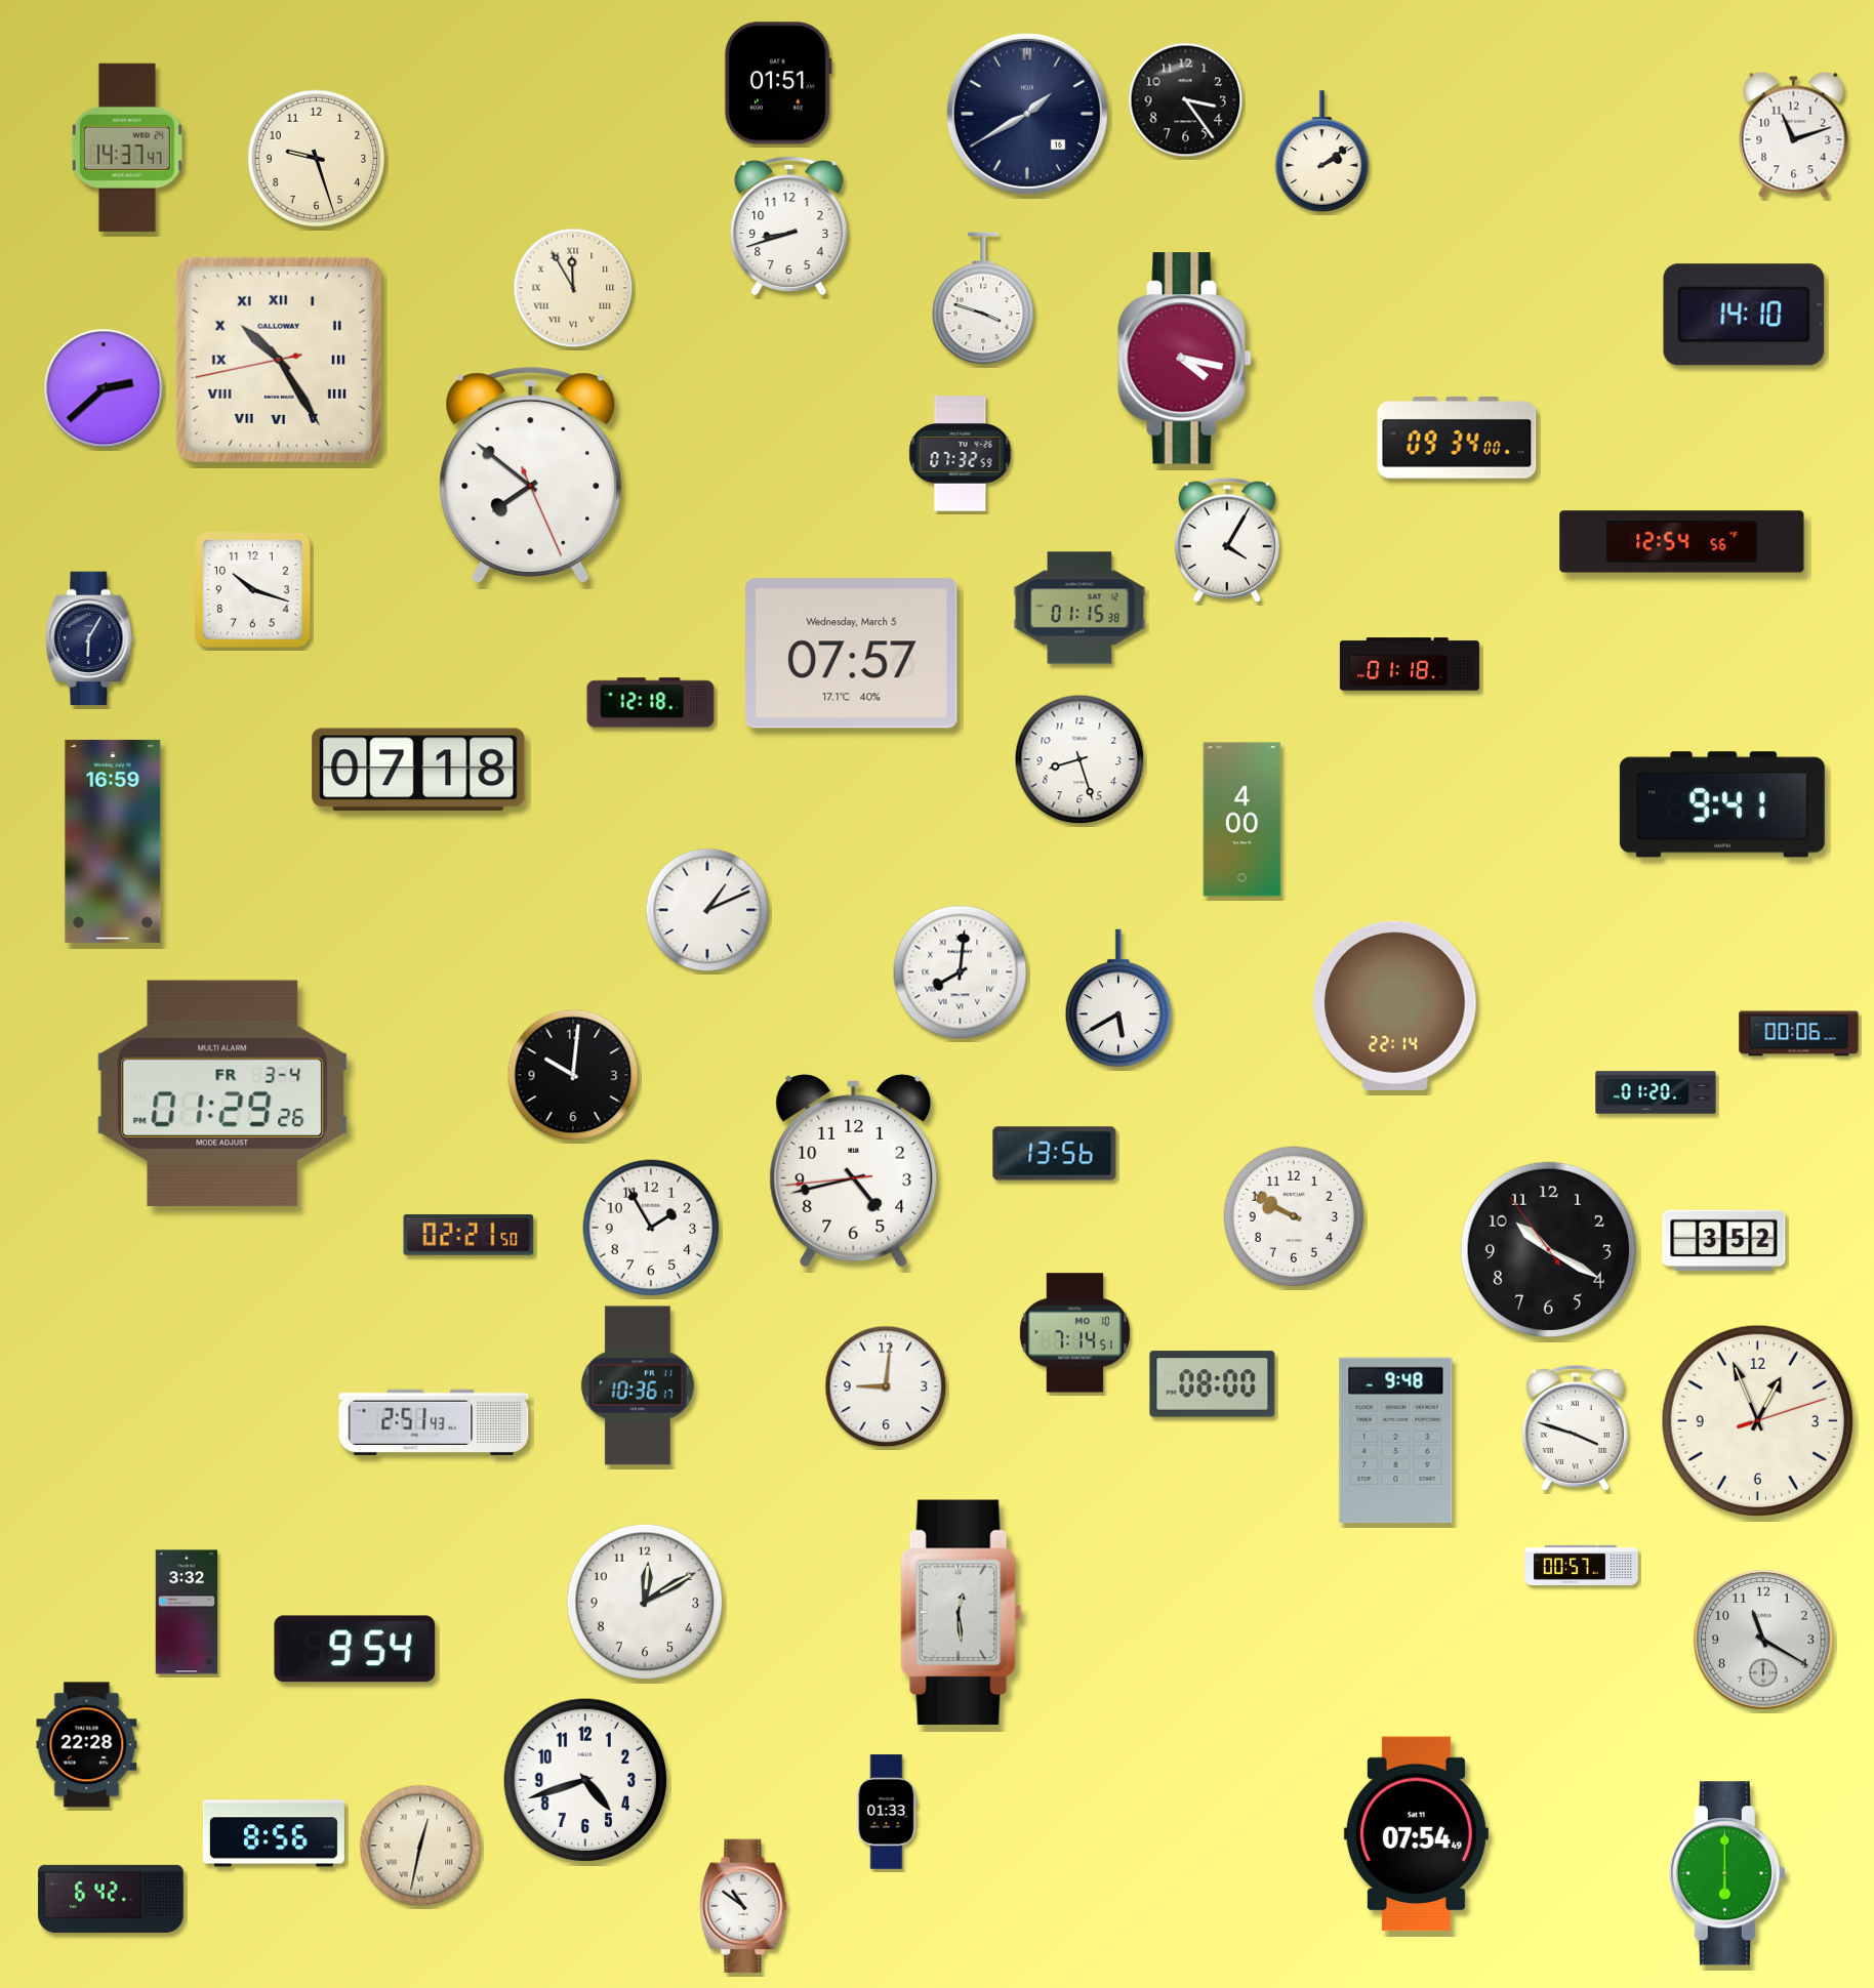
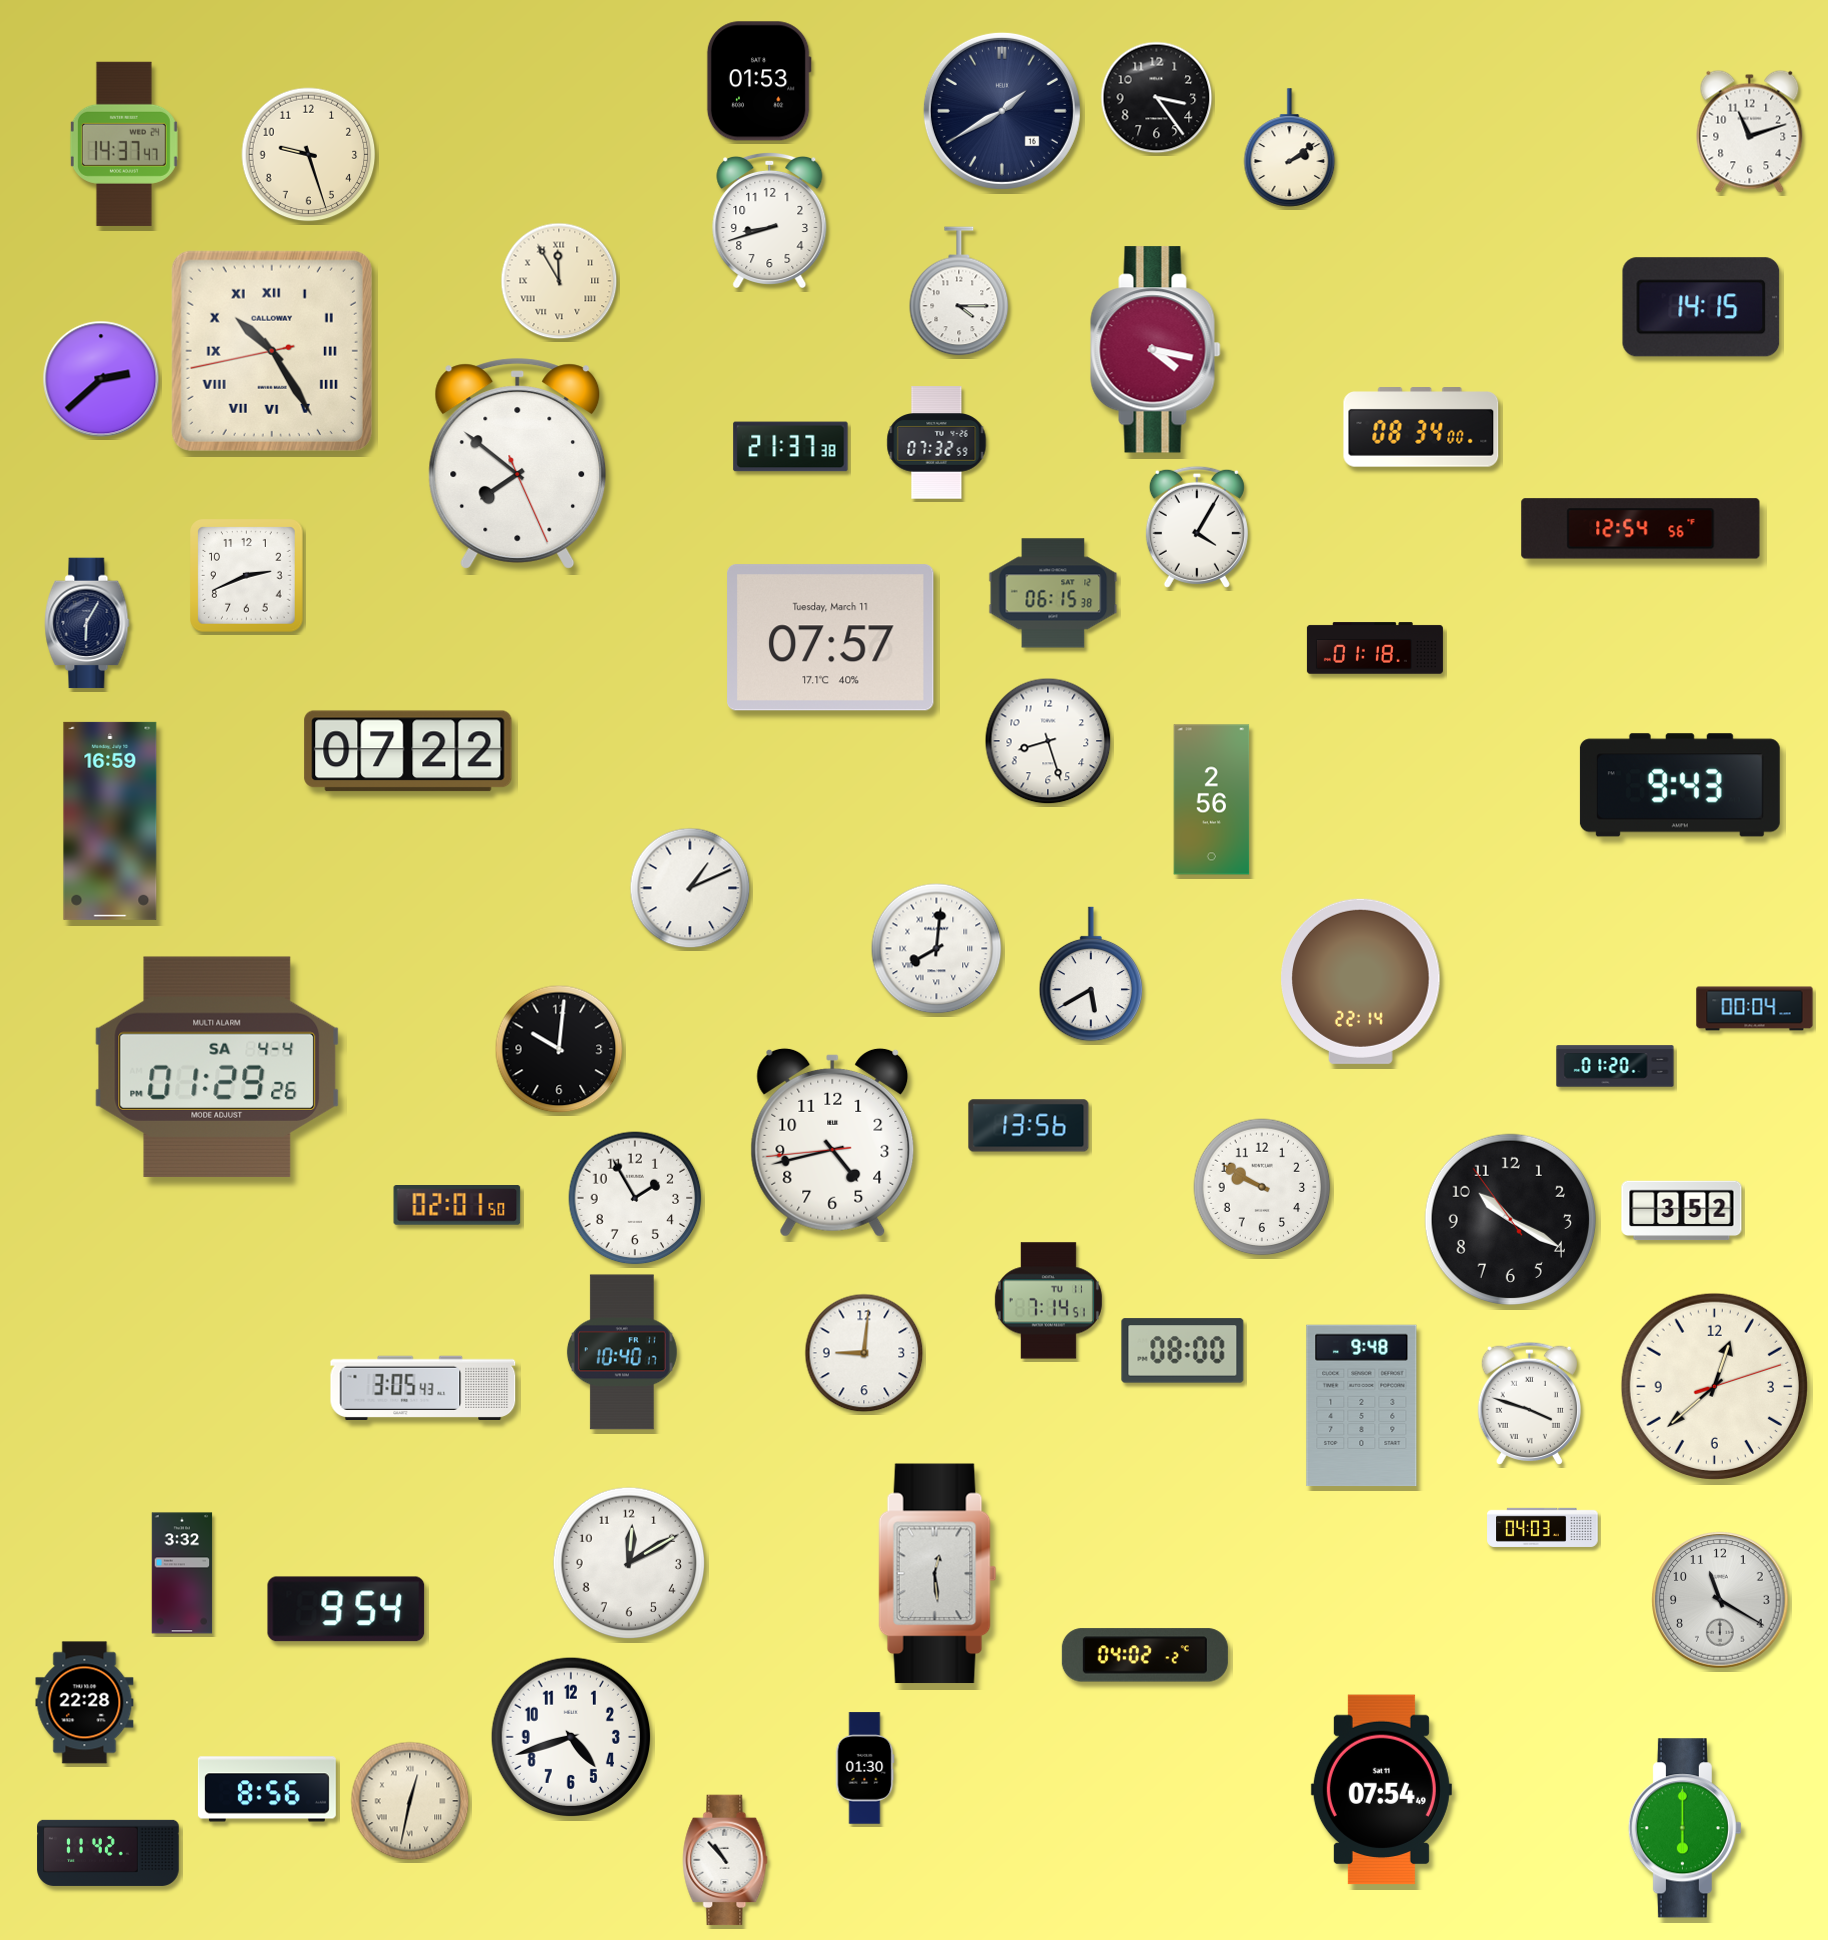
clock at (778, 83): 01:51 -> 01:53
clock at (983, 298): 3:48 -> 4:15
clock at (1744, 315): 14:10 -> 14:15
clock at (1457, 438): 09:34 -> 08:34
clock at (791, 447): none -> 21:37
clock at (253, 590): 10:18 -> 2:41
clock at (1079, 608): 01:15 -> 06:15
clock at (852, 654) date: Wednesday, March 5 -> Tuesday, March 11
clock at (651, 703): 12:18 -> none
clock at (1079, 759) position: (1079, 759) -> (1048, 741)
clock at (418, 770): 07:18 -> 07:22
clock at (1722, 804): 9:41 -> 9:43
clock at (1242, 820): 4:00 -> 2:56
clock at (1799, 1034): 00:06 -> 00:04
clock at (222, 1093) date: FR 3-4 -> SA 4-4
clock at (469, 1236): 02:21 -> 02:01
clock at (1074, 1333) date: MO 10 -> TU 11
clock at (638, 1385): 10:36 -> 10:40
clock at (1757, 1420): 12:56 -> 12:38
clock at (434, 1421): 2:51 -> 3:05
clock at (1575, 1427) position: (1575, 1427) -> (1529, 1403)
clock at (1582, 1565): 00:57 -> 04:03
clock at (1145, 1655): none -> 04:02
clock at (887, 1812): 01:33 -> 01:30
clock at (111, 1899): 6:42 -> 11:42
clock at (743, 1906): 10:51 -> 10:53
